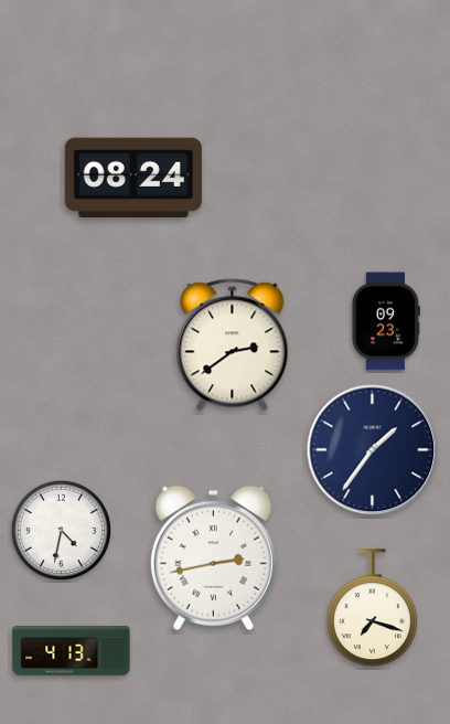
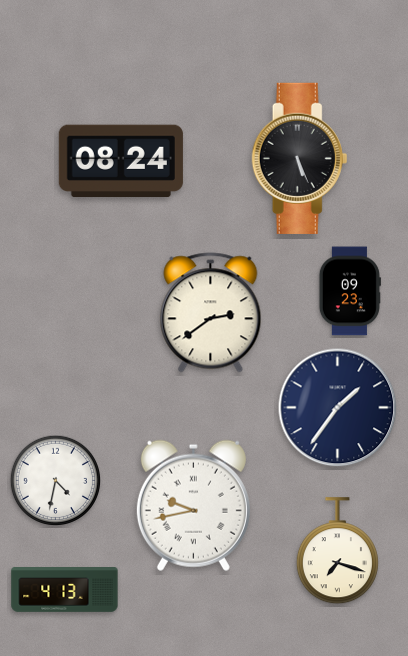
clock at (300, 158): none -> 5:26
clock at (213, 557): 2:43 -> 9:43
